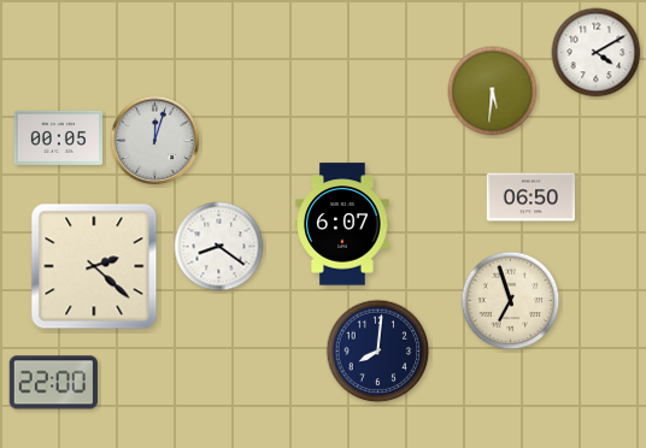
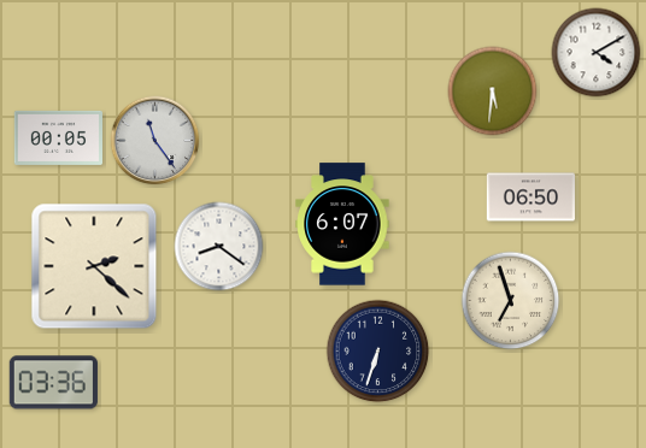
clock at (155, 141): 12:03 -> 11:24
clock at (378, 352): 8:01 -> 6:33
clock at (53, 383): 22:00 -> 03:36
